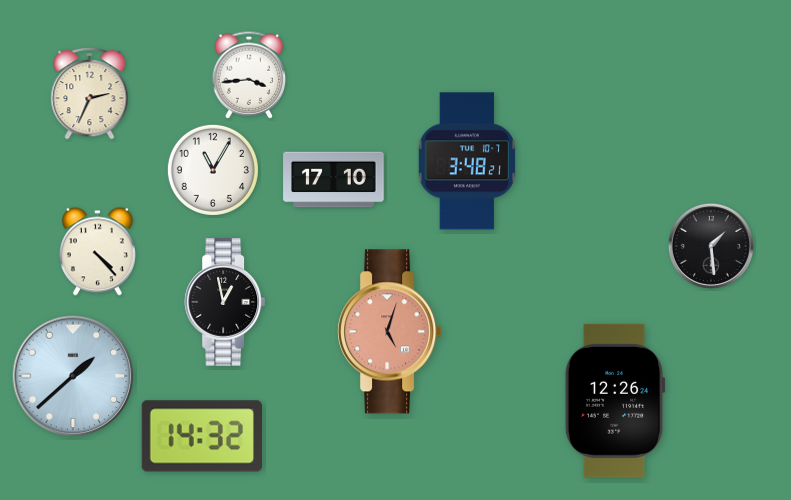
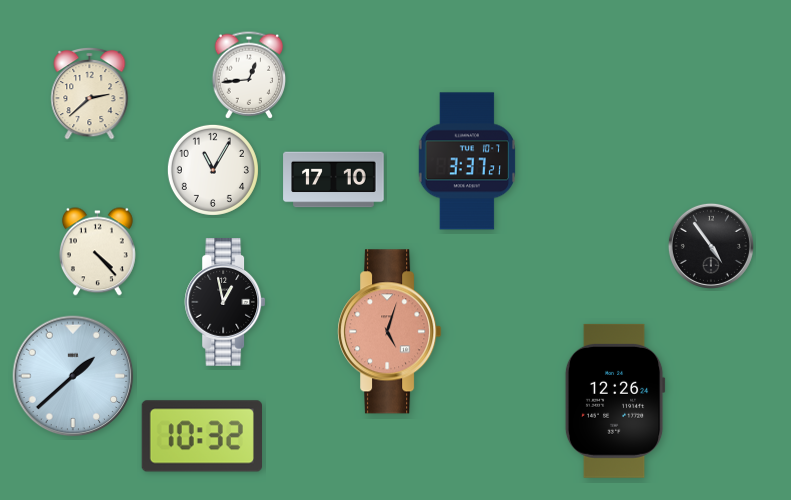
clock at (249, 75): 3:44 -> 12:44
clock at (90, 93): 2:34 -> 2:38
clock at (466, 161): 3:48 -> 3:37
clock at (711, 246): 1:29 -> 4:54
clock at (201, 436): 14:32 -> 10:32
